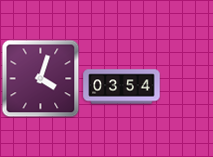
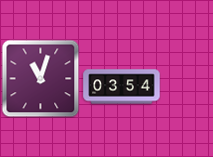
clock at (40, 78): 4:03 -> 11:03
